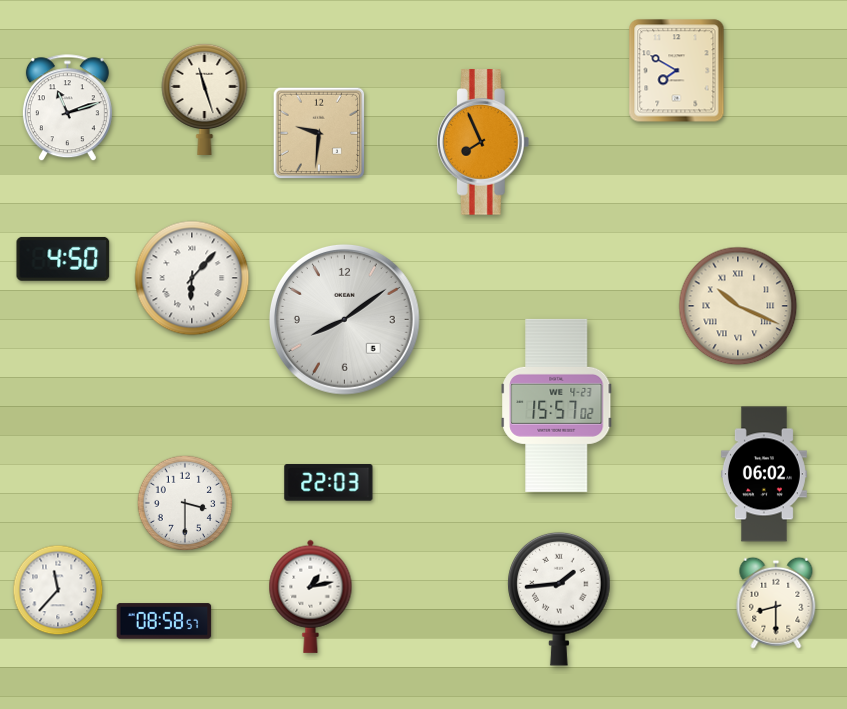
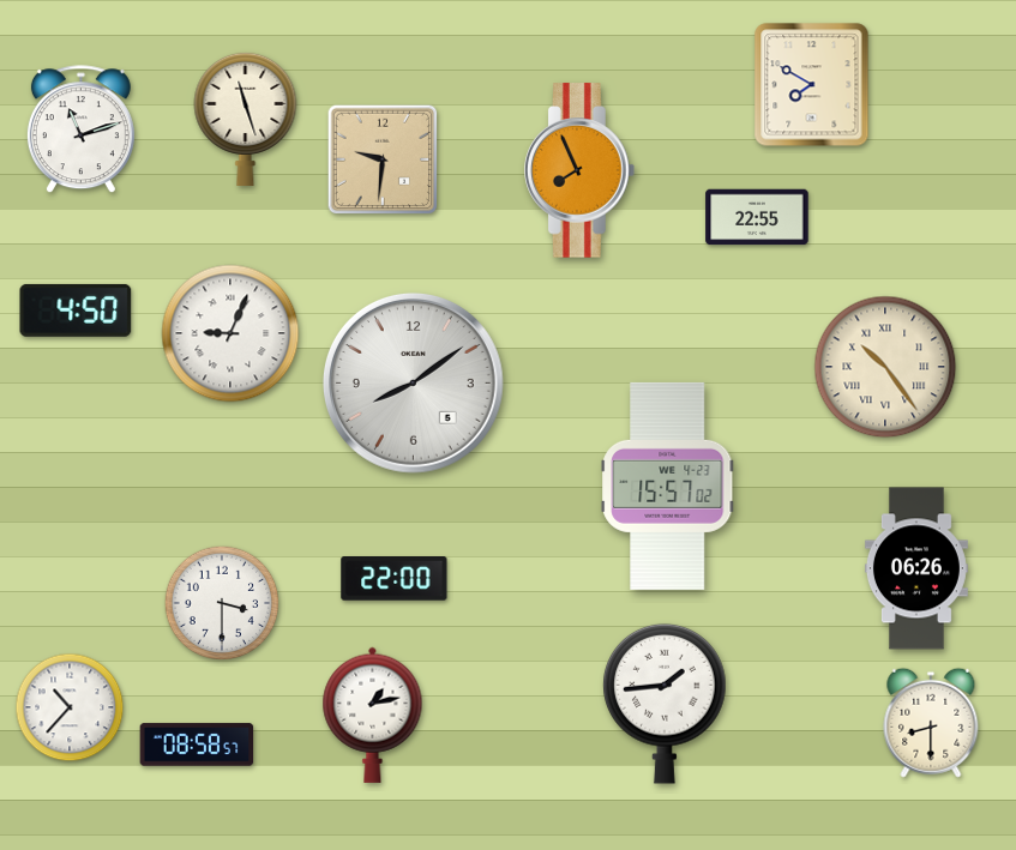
clock at (757, 217): none -> 22:55
clock at (192, 278): 6:07 -> 9:04
clock at (738, 306): 10:19 -> 10:24
clock at (764, 474): 06:02 -> 06:26
clock at (329, 483): 22:03 -> 22:00
clock at (58, 590): 11:37 -> 10:37
clock at (559, 599) position: (559, 599) -> (665, 704)
